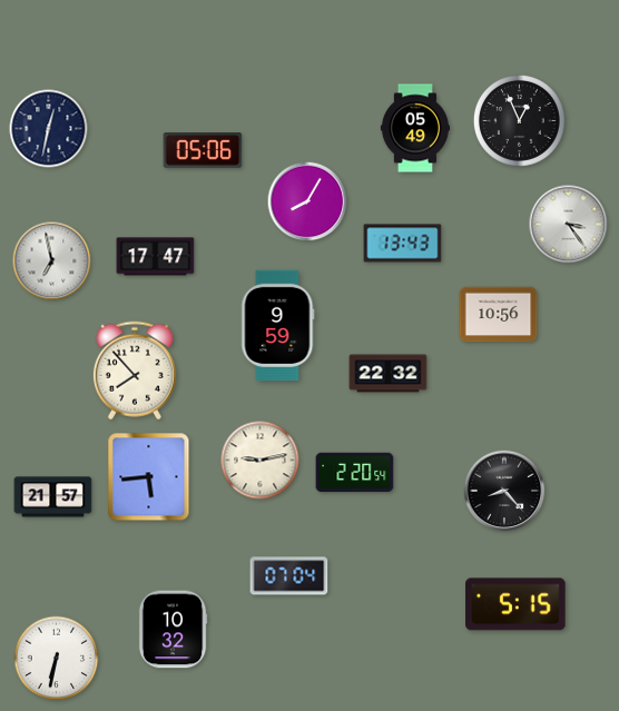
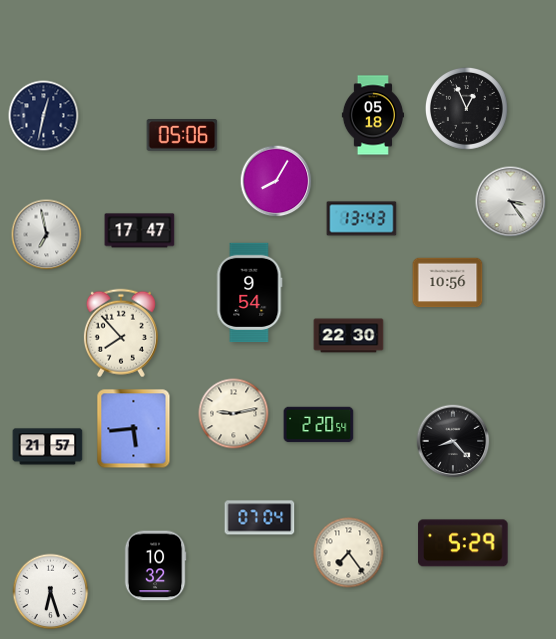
clock at (414, 128): 05:49 -> 05:18
clock at (278, 325): 9:59 -> 9:54
clock at (389, 374): 22:32 -> 22:30
clock at (515, 604): 5:15 -> 5:29
clock at (349, 553): none -> 7:24
clock at (57, 659): 6:32 -> 6:27
